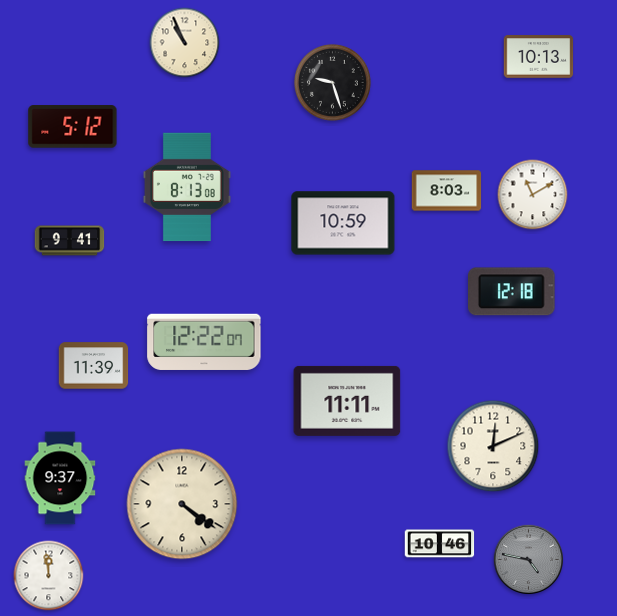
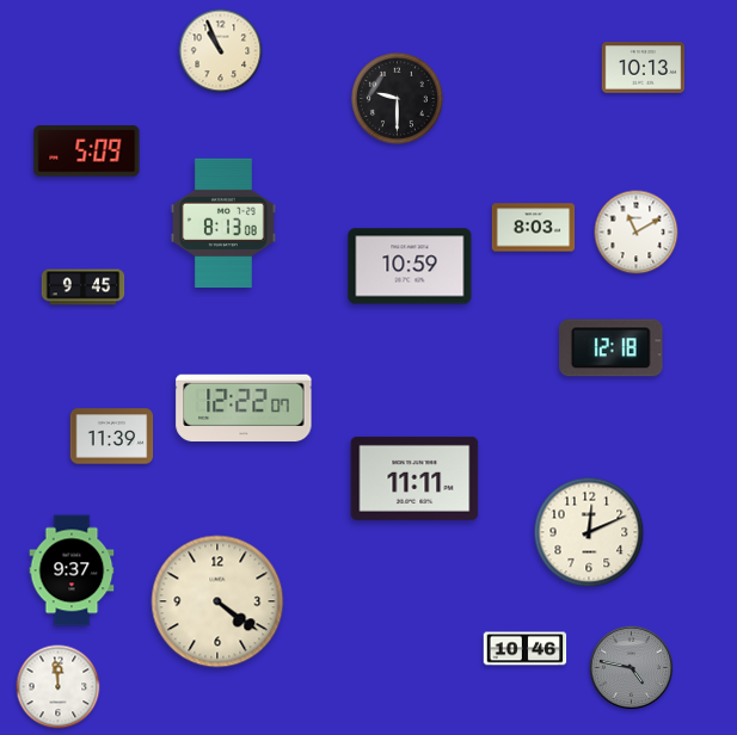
clock at (332, 82): 9:27 -> 9:30
clock at (73, 127): 5:12 -> 5:09
clock at (70, 241): 9:41 -> 9:45
